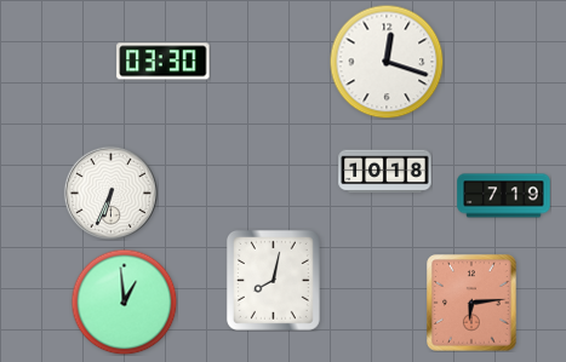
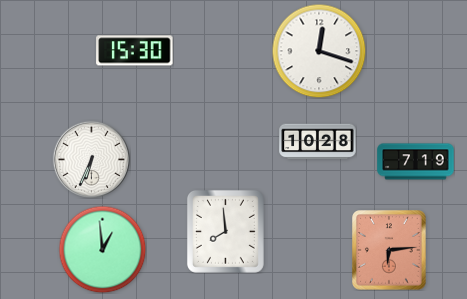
clock at (164, 62): 03:30 -> 15:30
clock at (385, 172): 10:18 -> 10:28
clock at (273, 280): 8:02 -> 7:59
